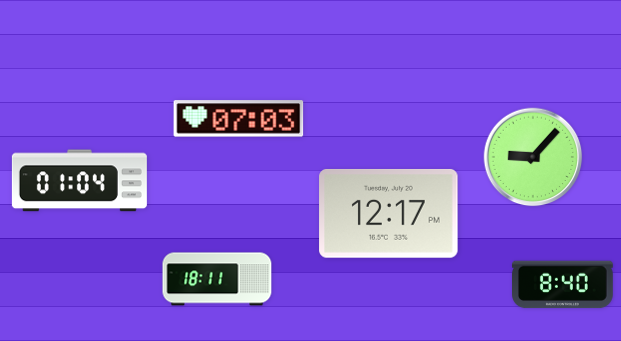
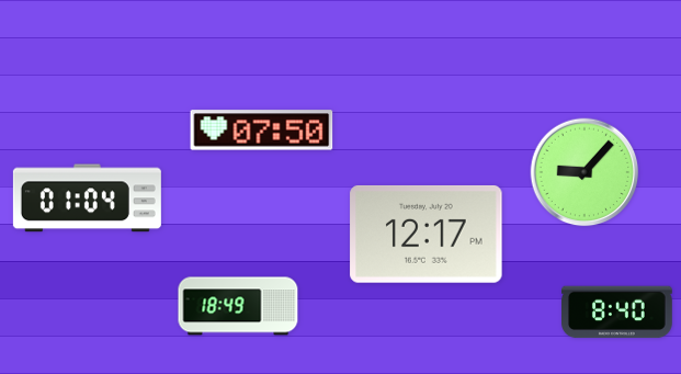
clock at (239, 119): 07:03 -> 07:50
clock at (217, 279): 18:11 -> 18:49
